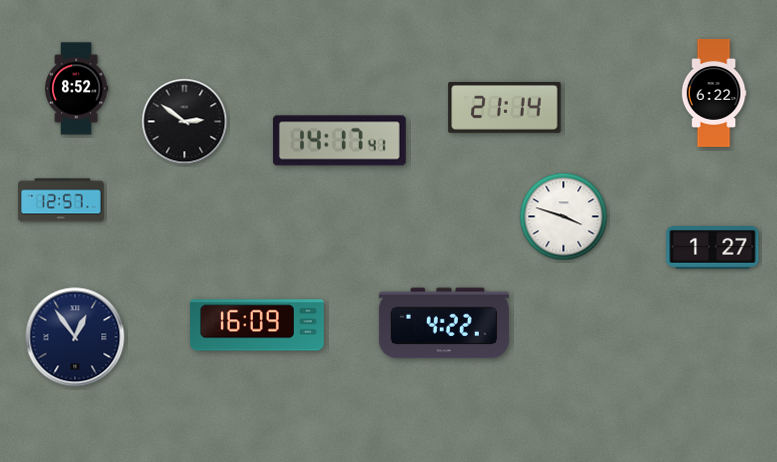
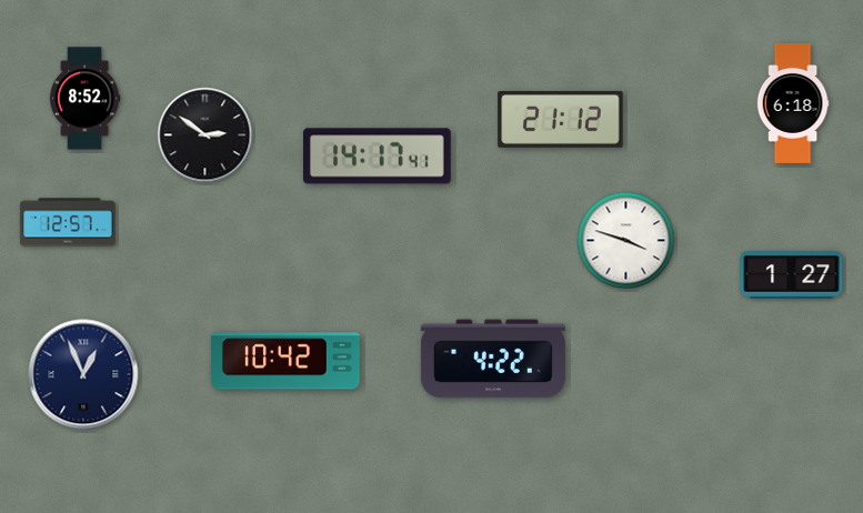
clock at (714, 93): 6:22 -> 6:18
clock at (505, 108): 21:14 -> 21:12
clock at (257, 325): 16:09 -> 10:42
clock at (75, 337): 12:54 -> 12:56
